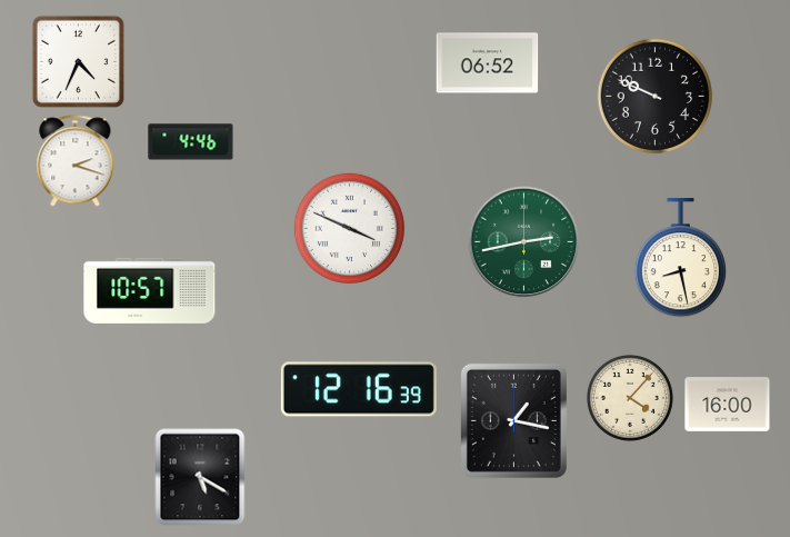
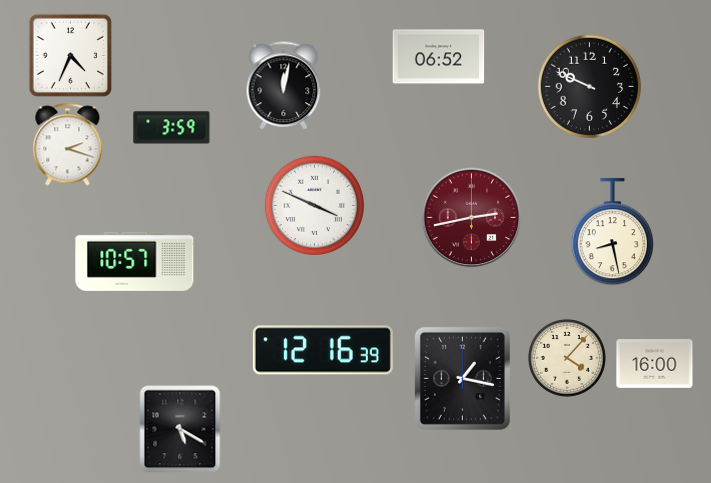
clock at (284, 86): none -> 12:02
clock at (191, 142): 4:46 -> 3:59
clock at (524, 242) dial: green -> burgundy
